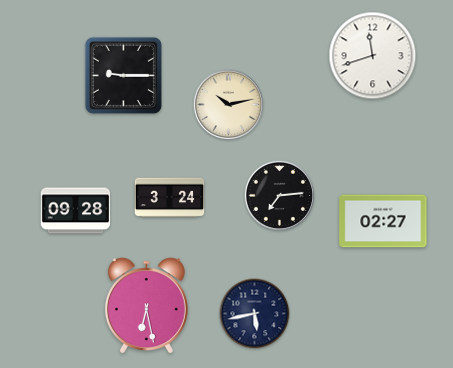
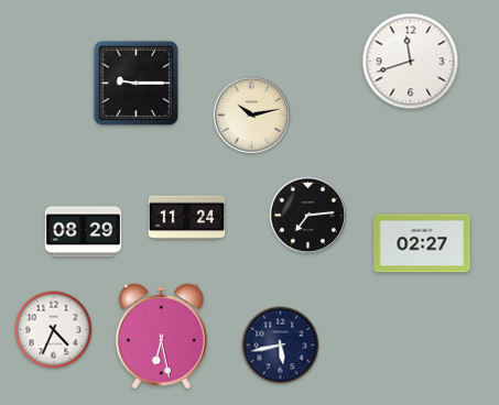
clock at (170, 198): 3:24 -> 11:24
clock at (76, 211): 09:28 -> 08:29
clock at (54, 330): none -> 4:34
